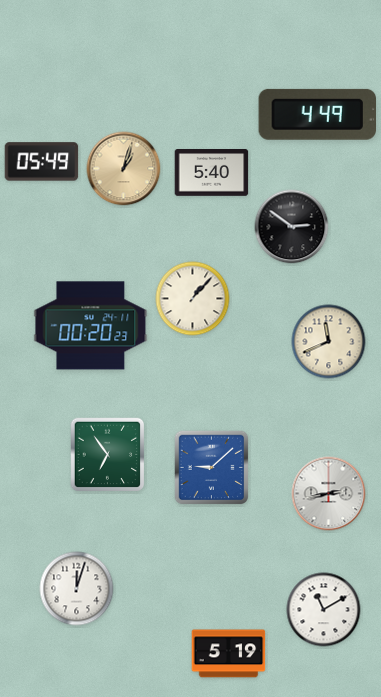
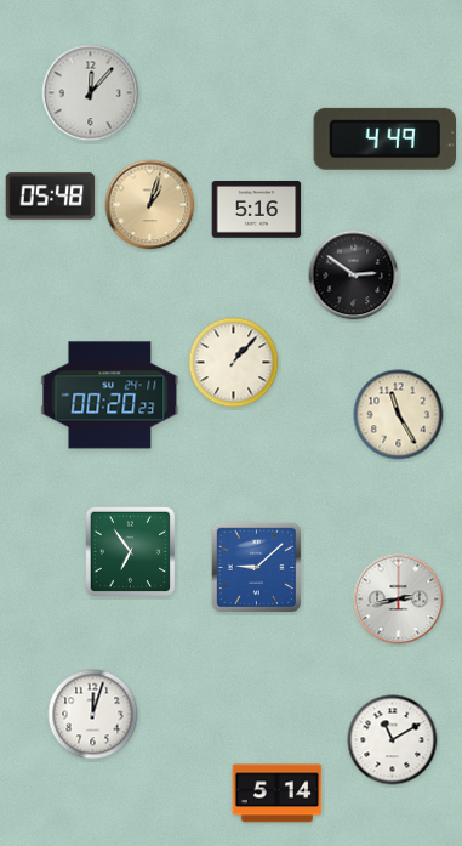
clock at (91, 93): none -> 12:07
clock at (42, 162): 05:49 -> 05:48
clock at (212, 173): 5:40 -> 5:16
clock at (329, 342): 11:41 -> 11:25
clock at (229, 654): 5:19 -> 5:14
